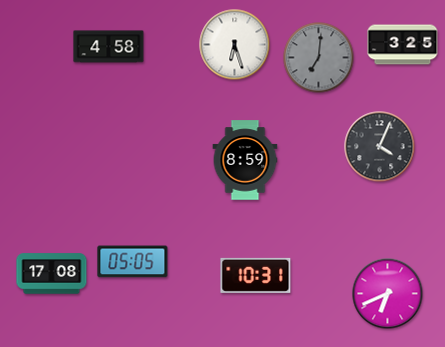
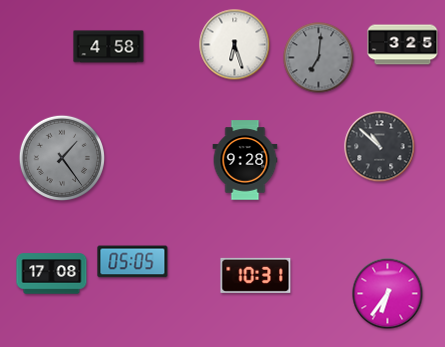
clock at (380, 147): 4:04 -> 10:52
clock at (61, 157): none -> 1:24
clock at (245, 160): 8:59 -> 9:28
clock at (388, 294): 6:41 -> 6:36
